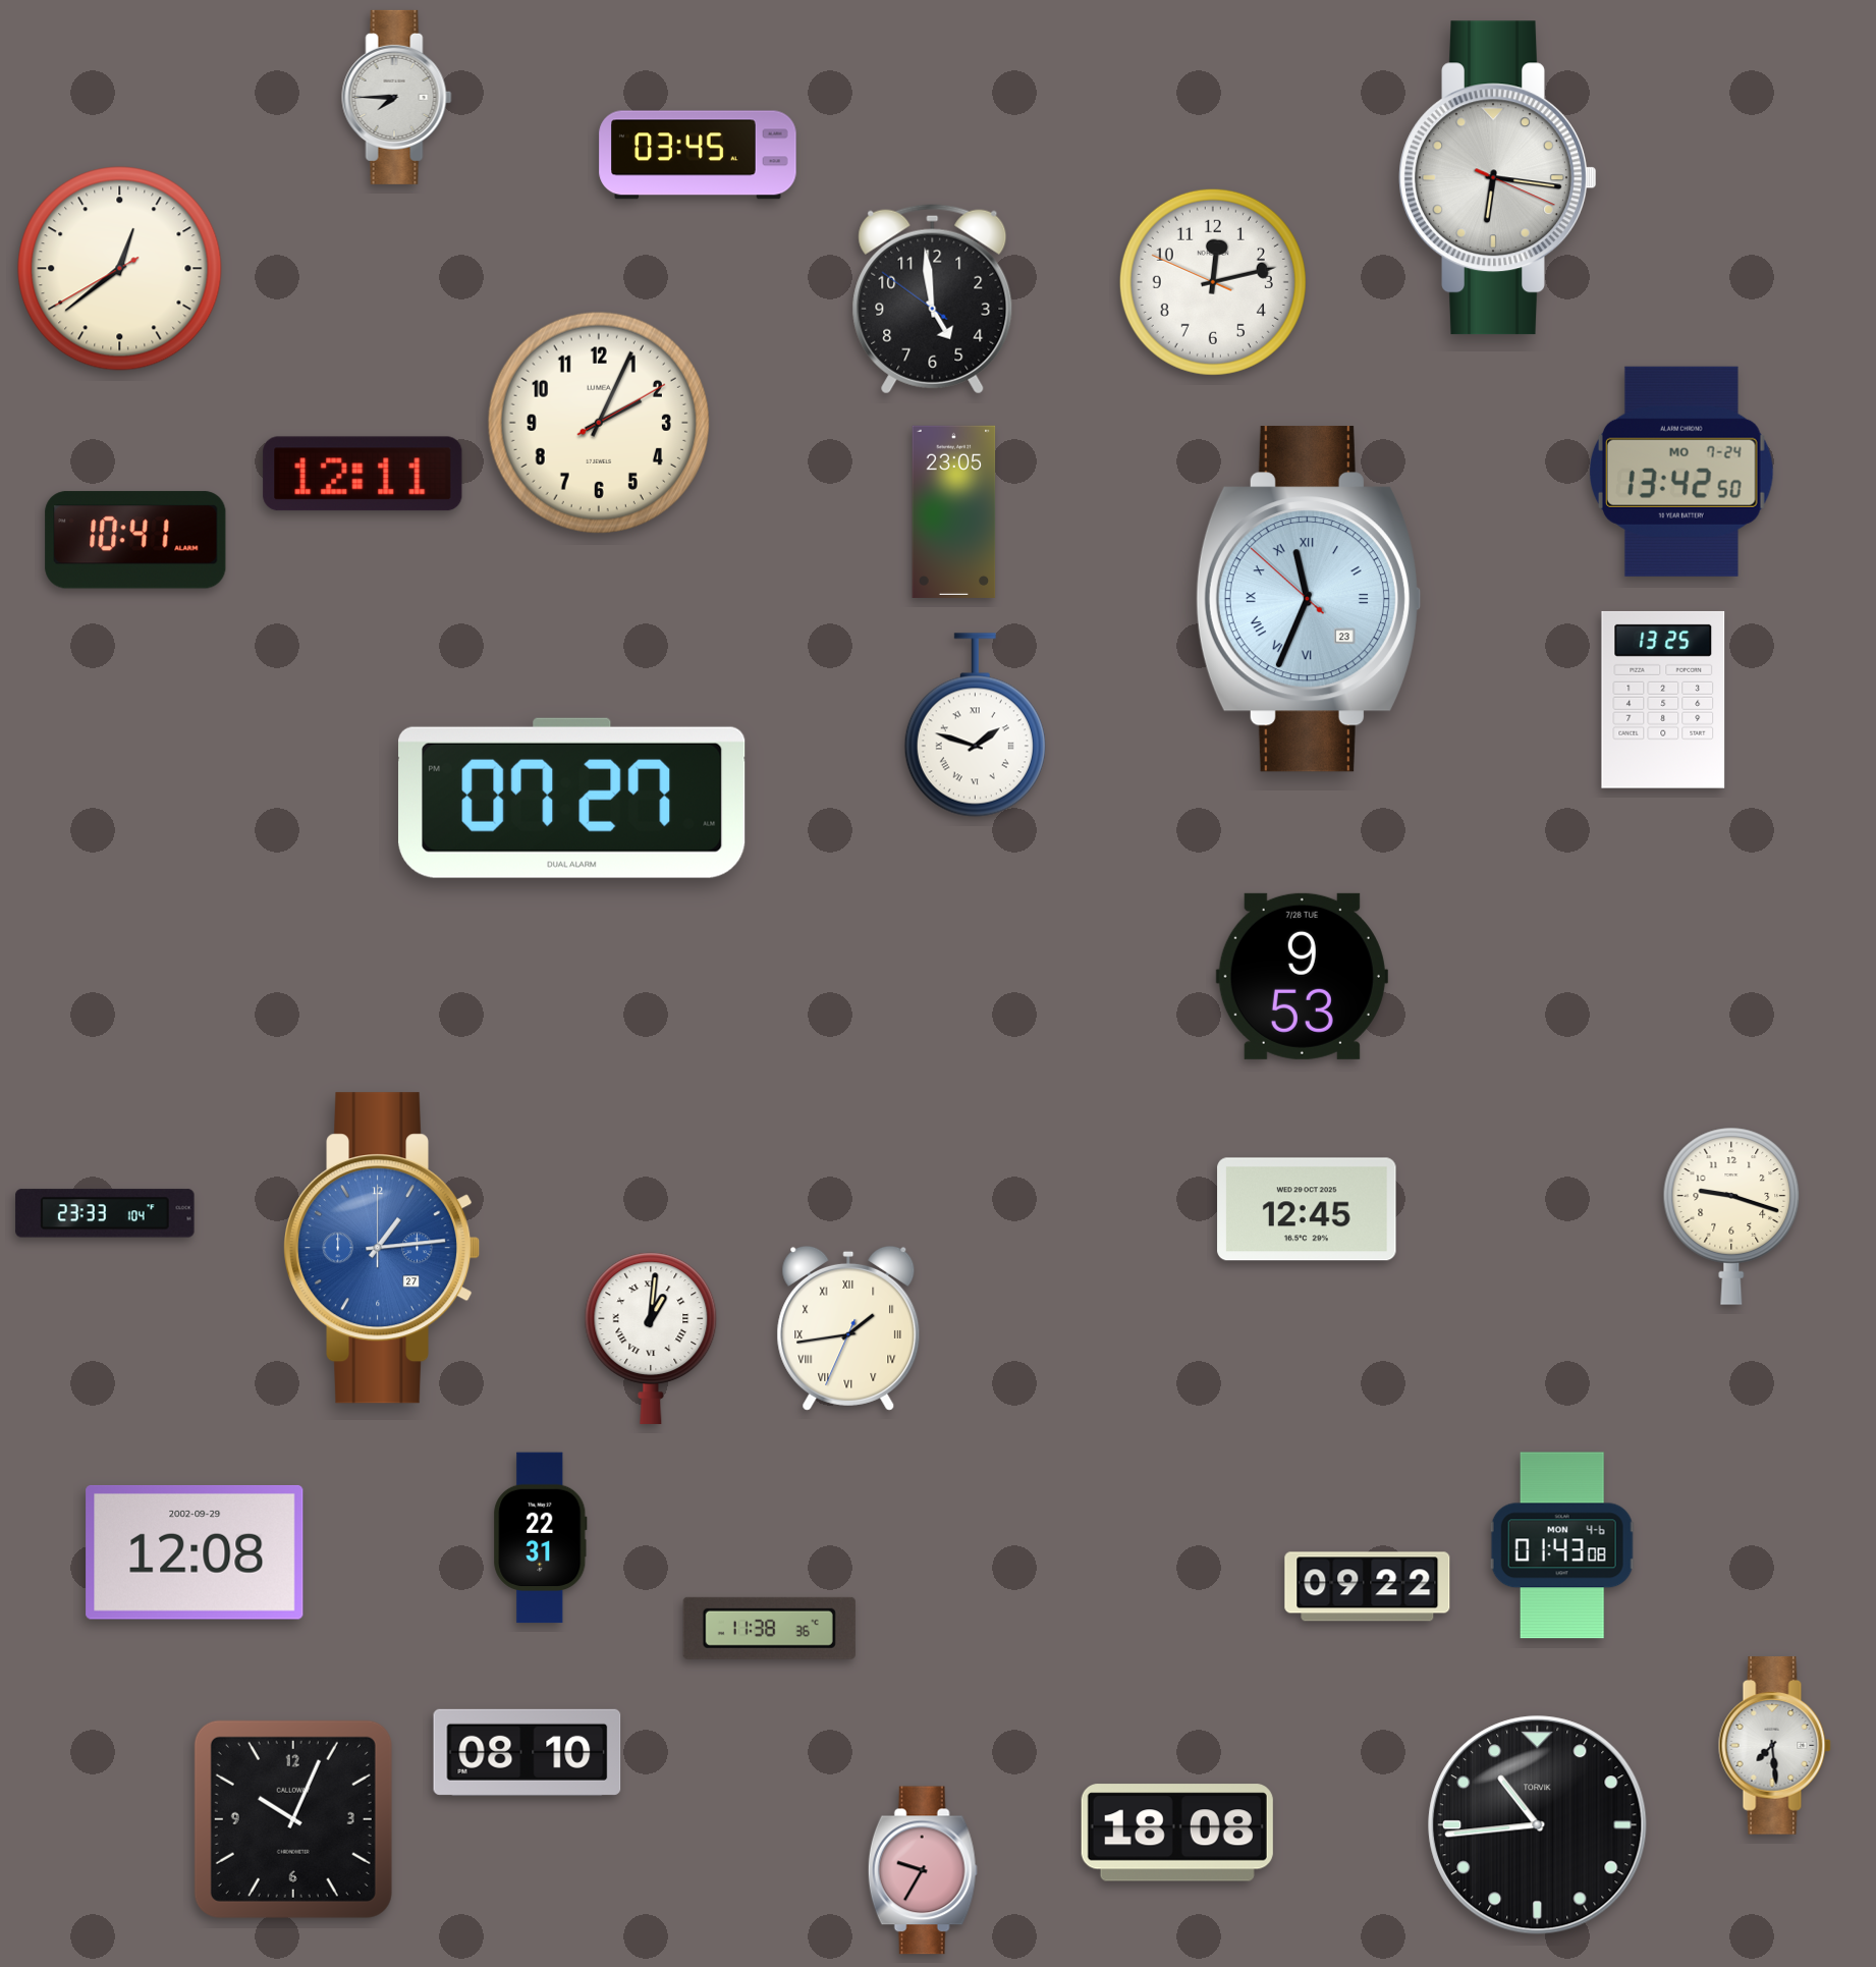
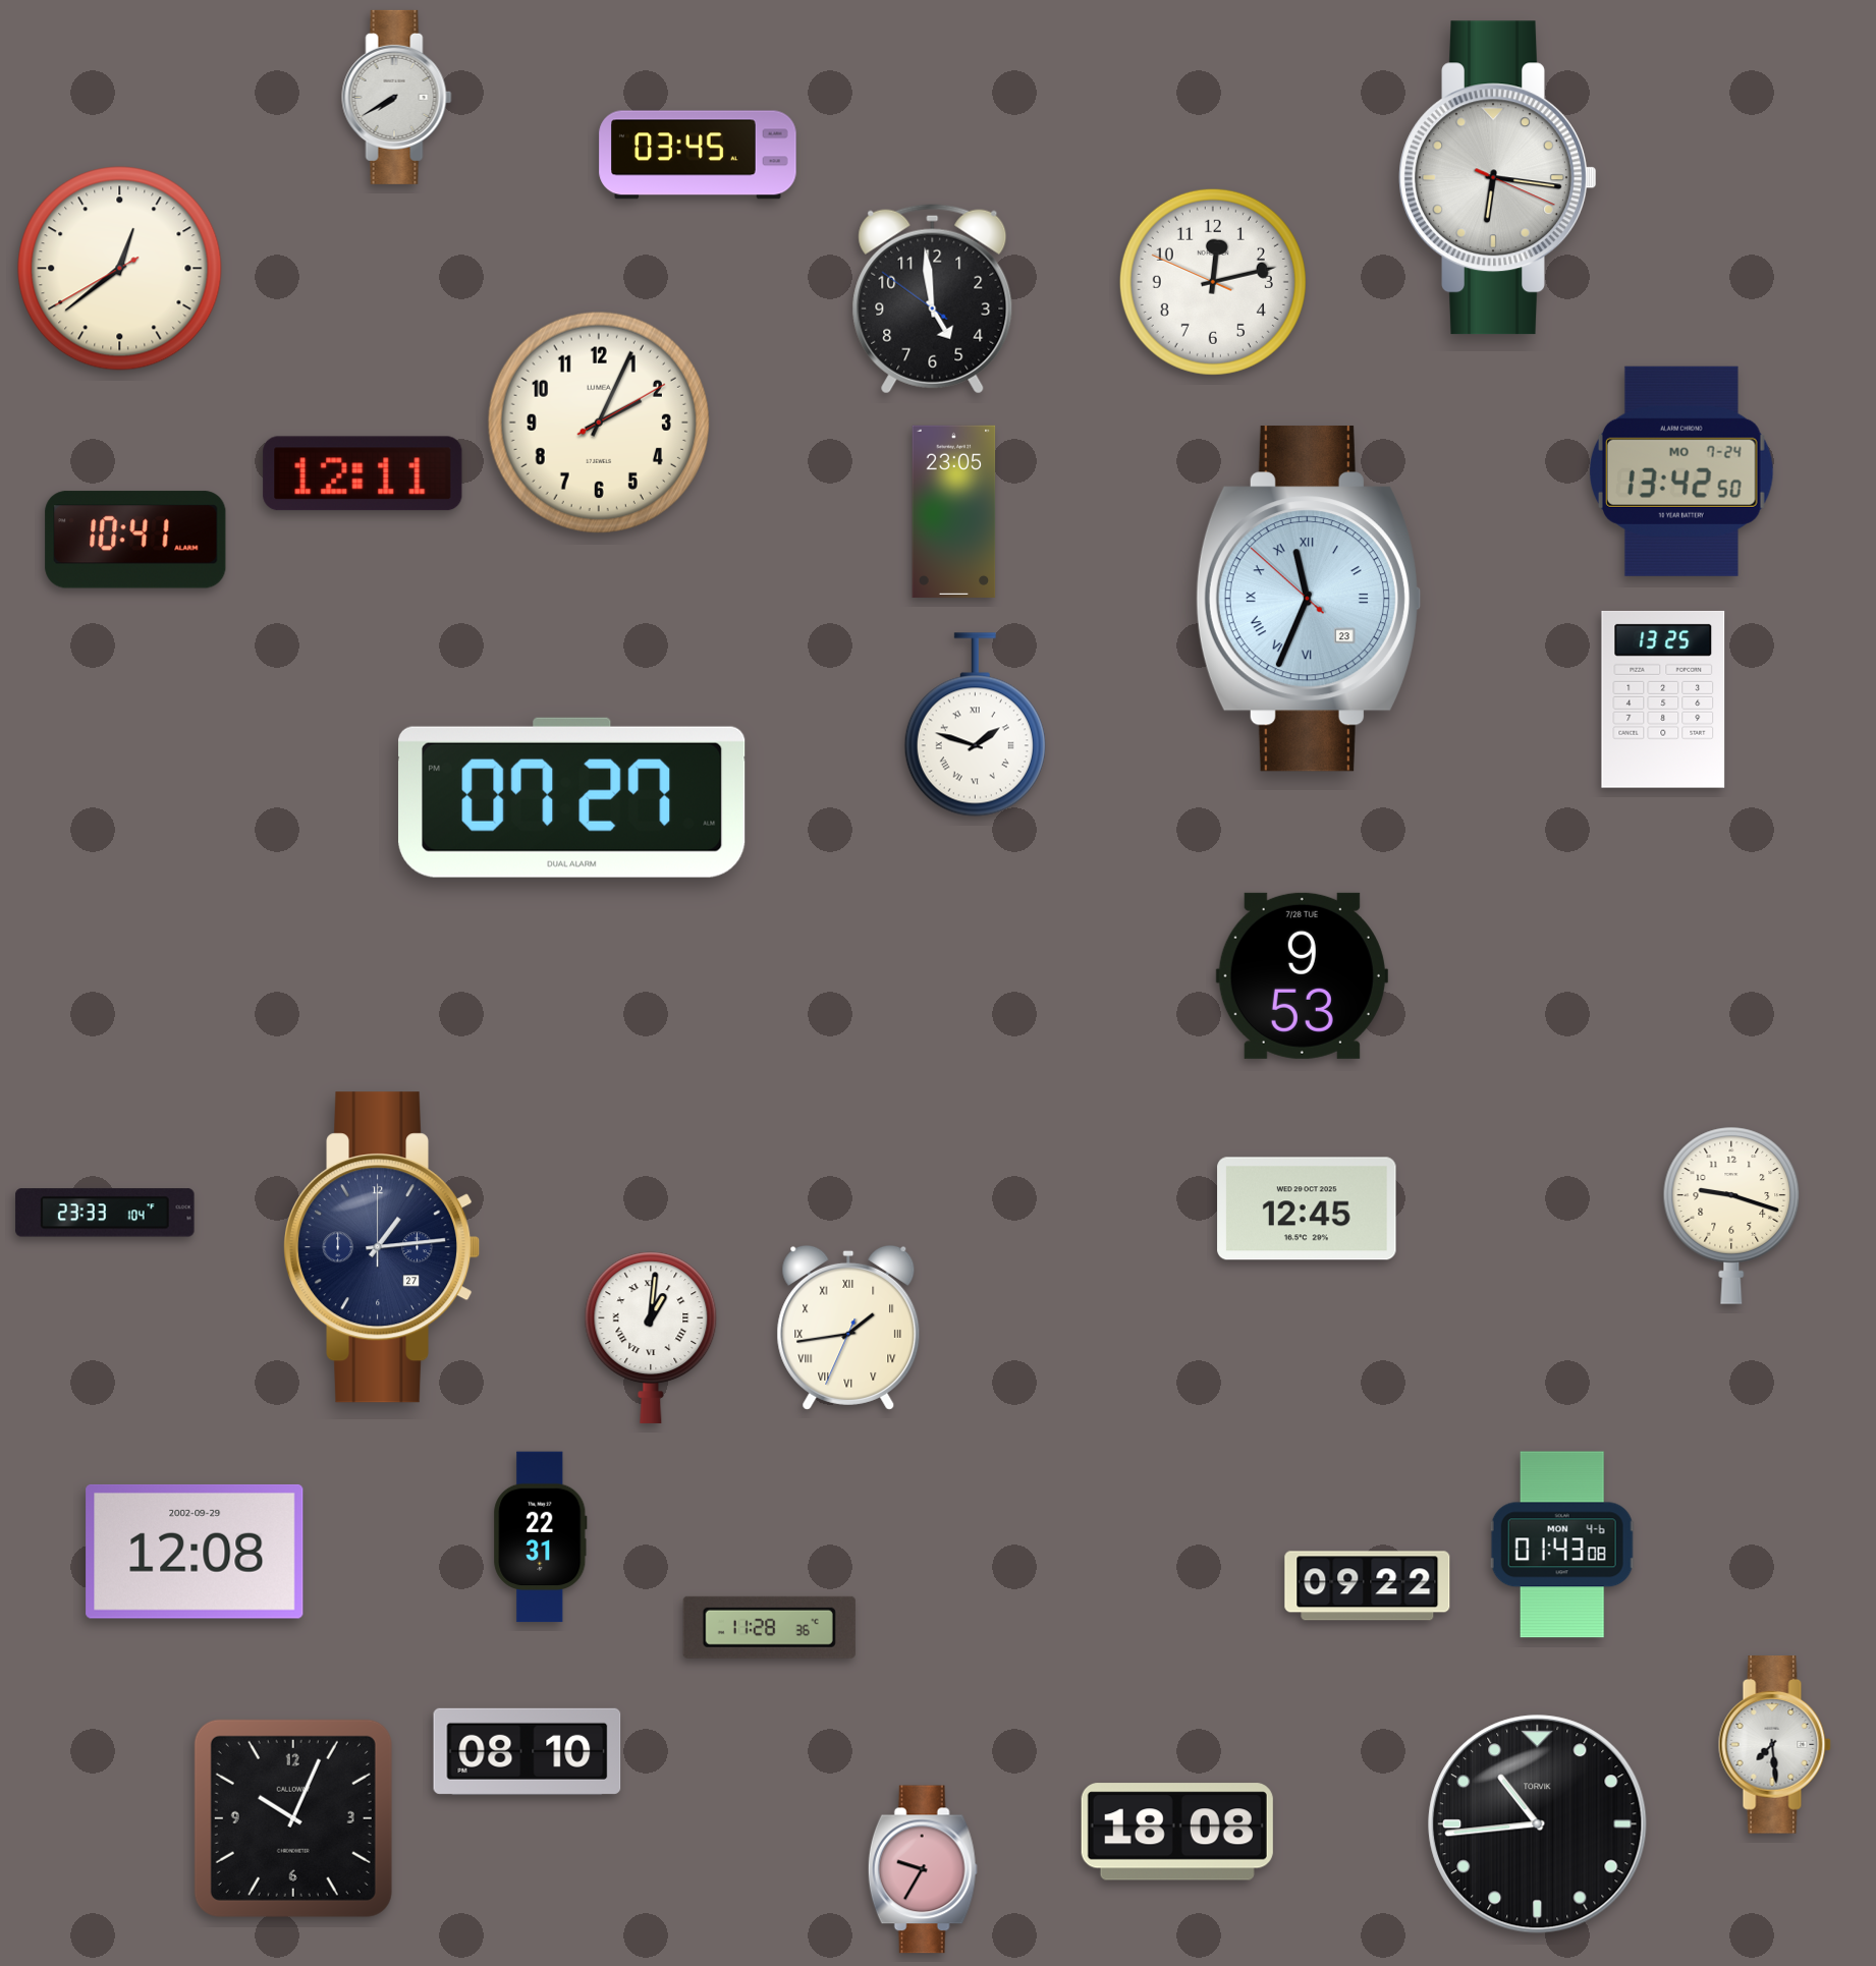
clock at (397, 97): 7:45 -> 7:40
clock at (383, 1248) dial: blue -> navy
clock at (769, 1628): 11:38 -> 11:28
